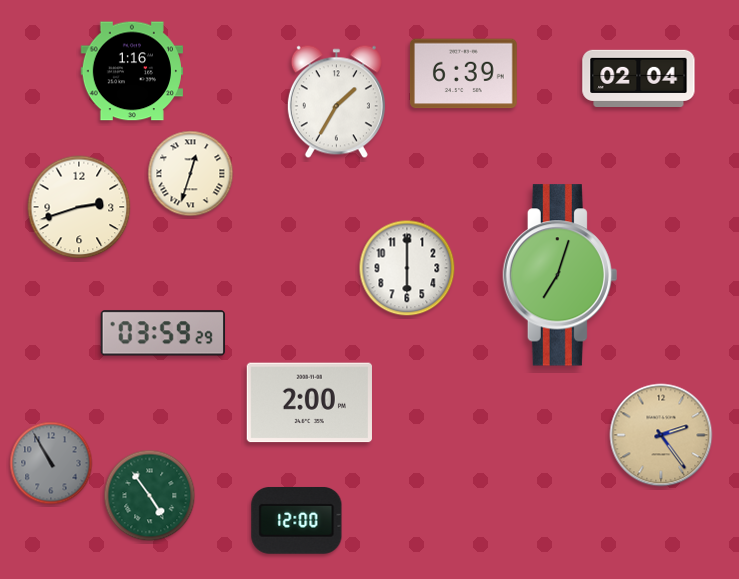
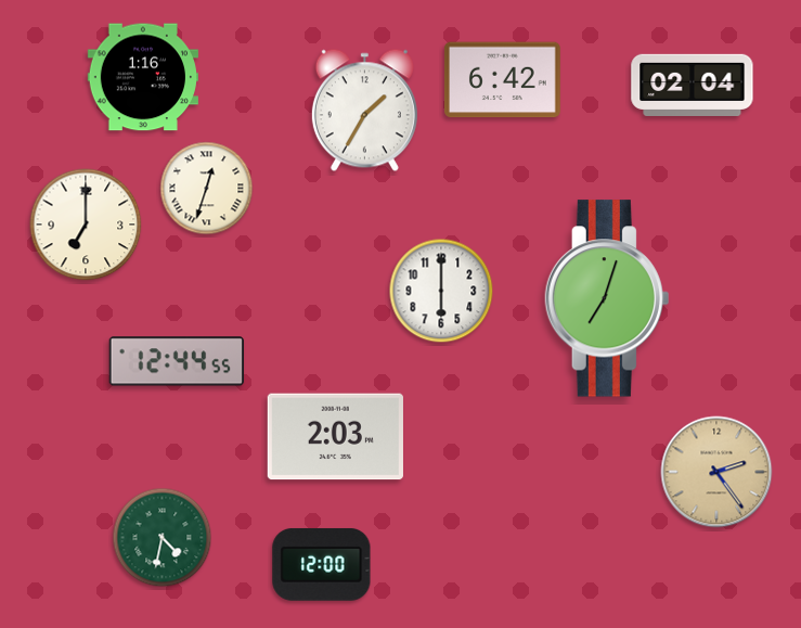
clock at (463, 74): 6:39 -> 6:42
clock at (79, 207): 2:42 -> 7:00
clock at (163, 333): 03:59 -> 12:44
clock at (309, 403): 2:00 -> 2:03
clock at (51, 463): 10:55 -> none
clock at (150, 496): 4:54 -> 4:32
